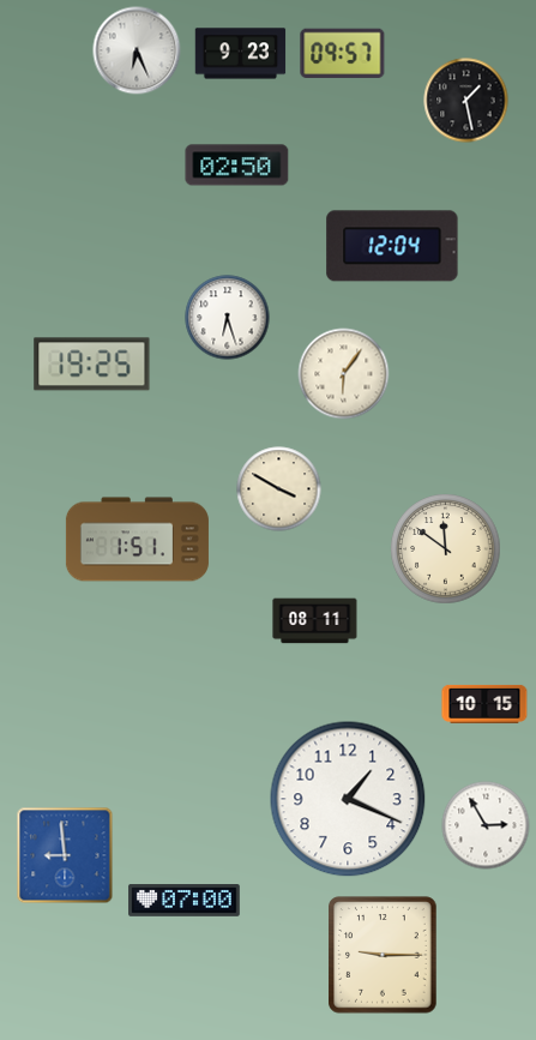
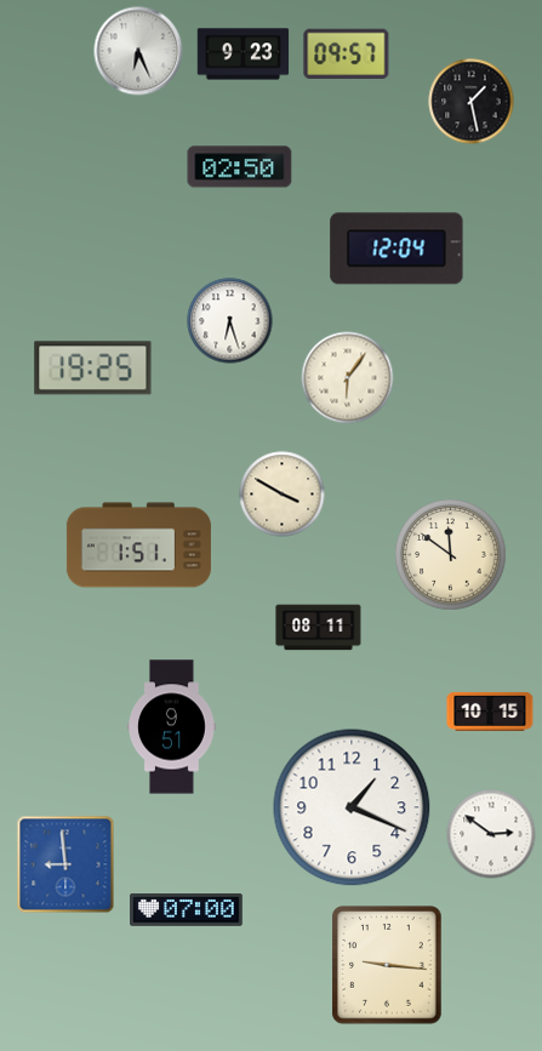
clock at (172, 727): none -> 9:51
clock at (486, 825): 2:55 -> 2:51
clock at (383, 955): 9:15 -> 9:16
